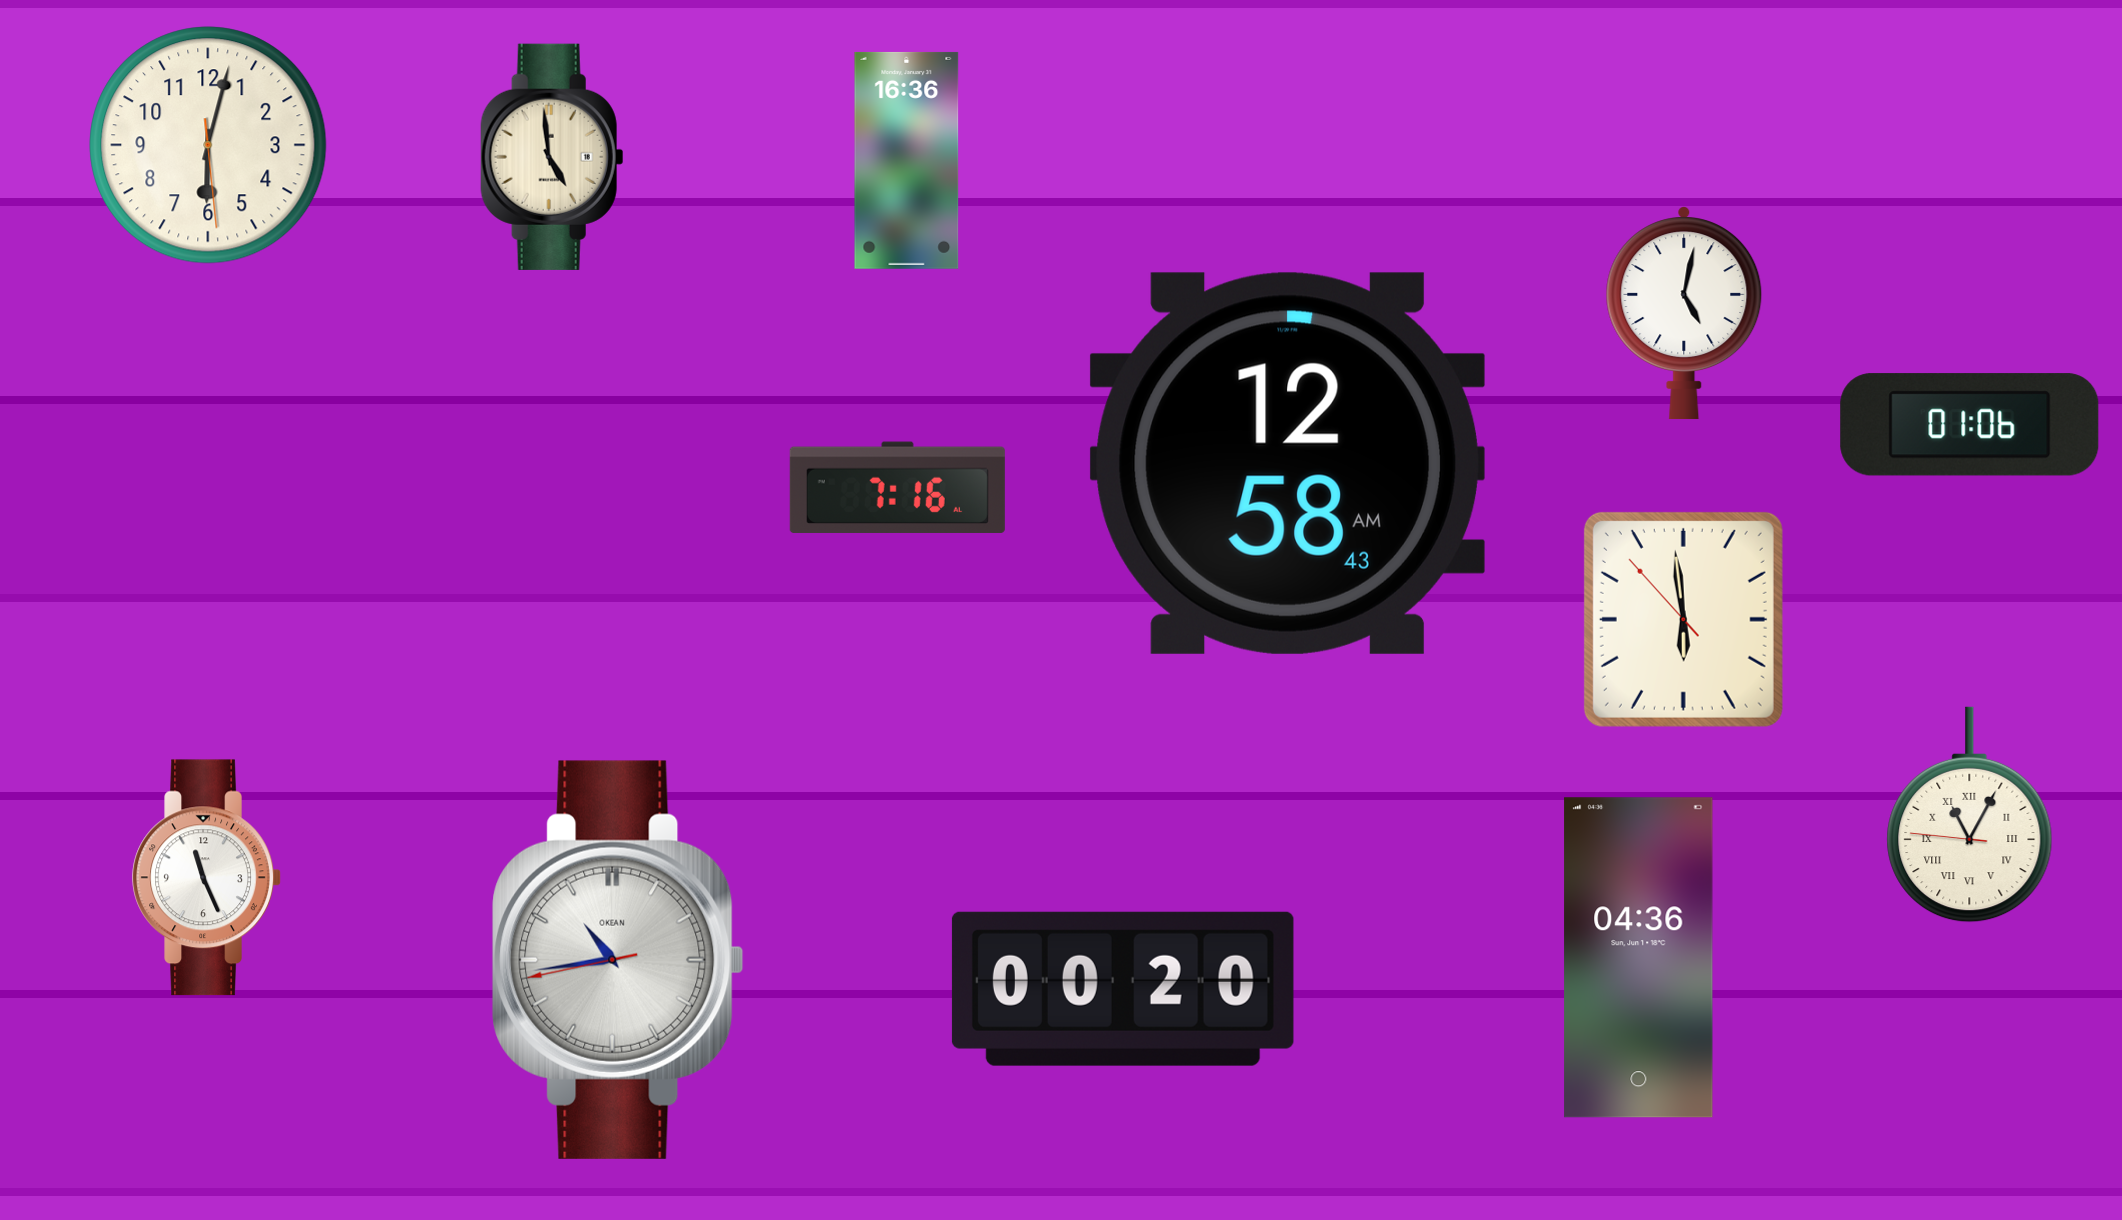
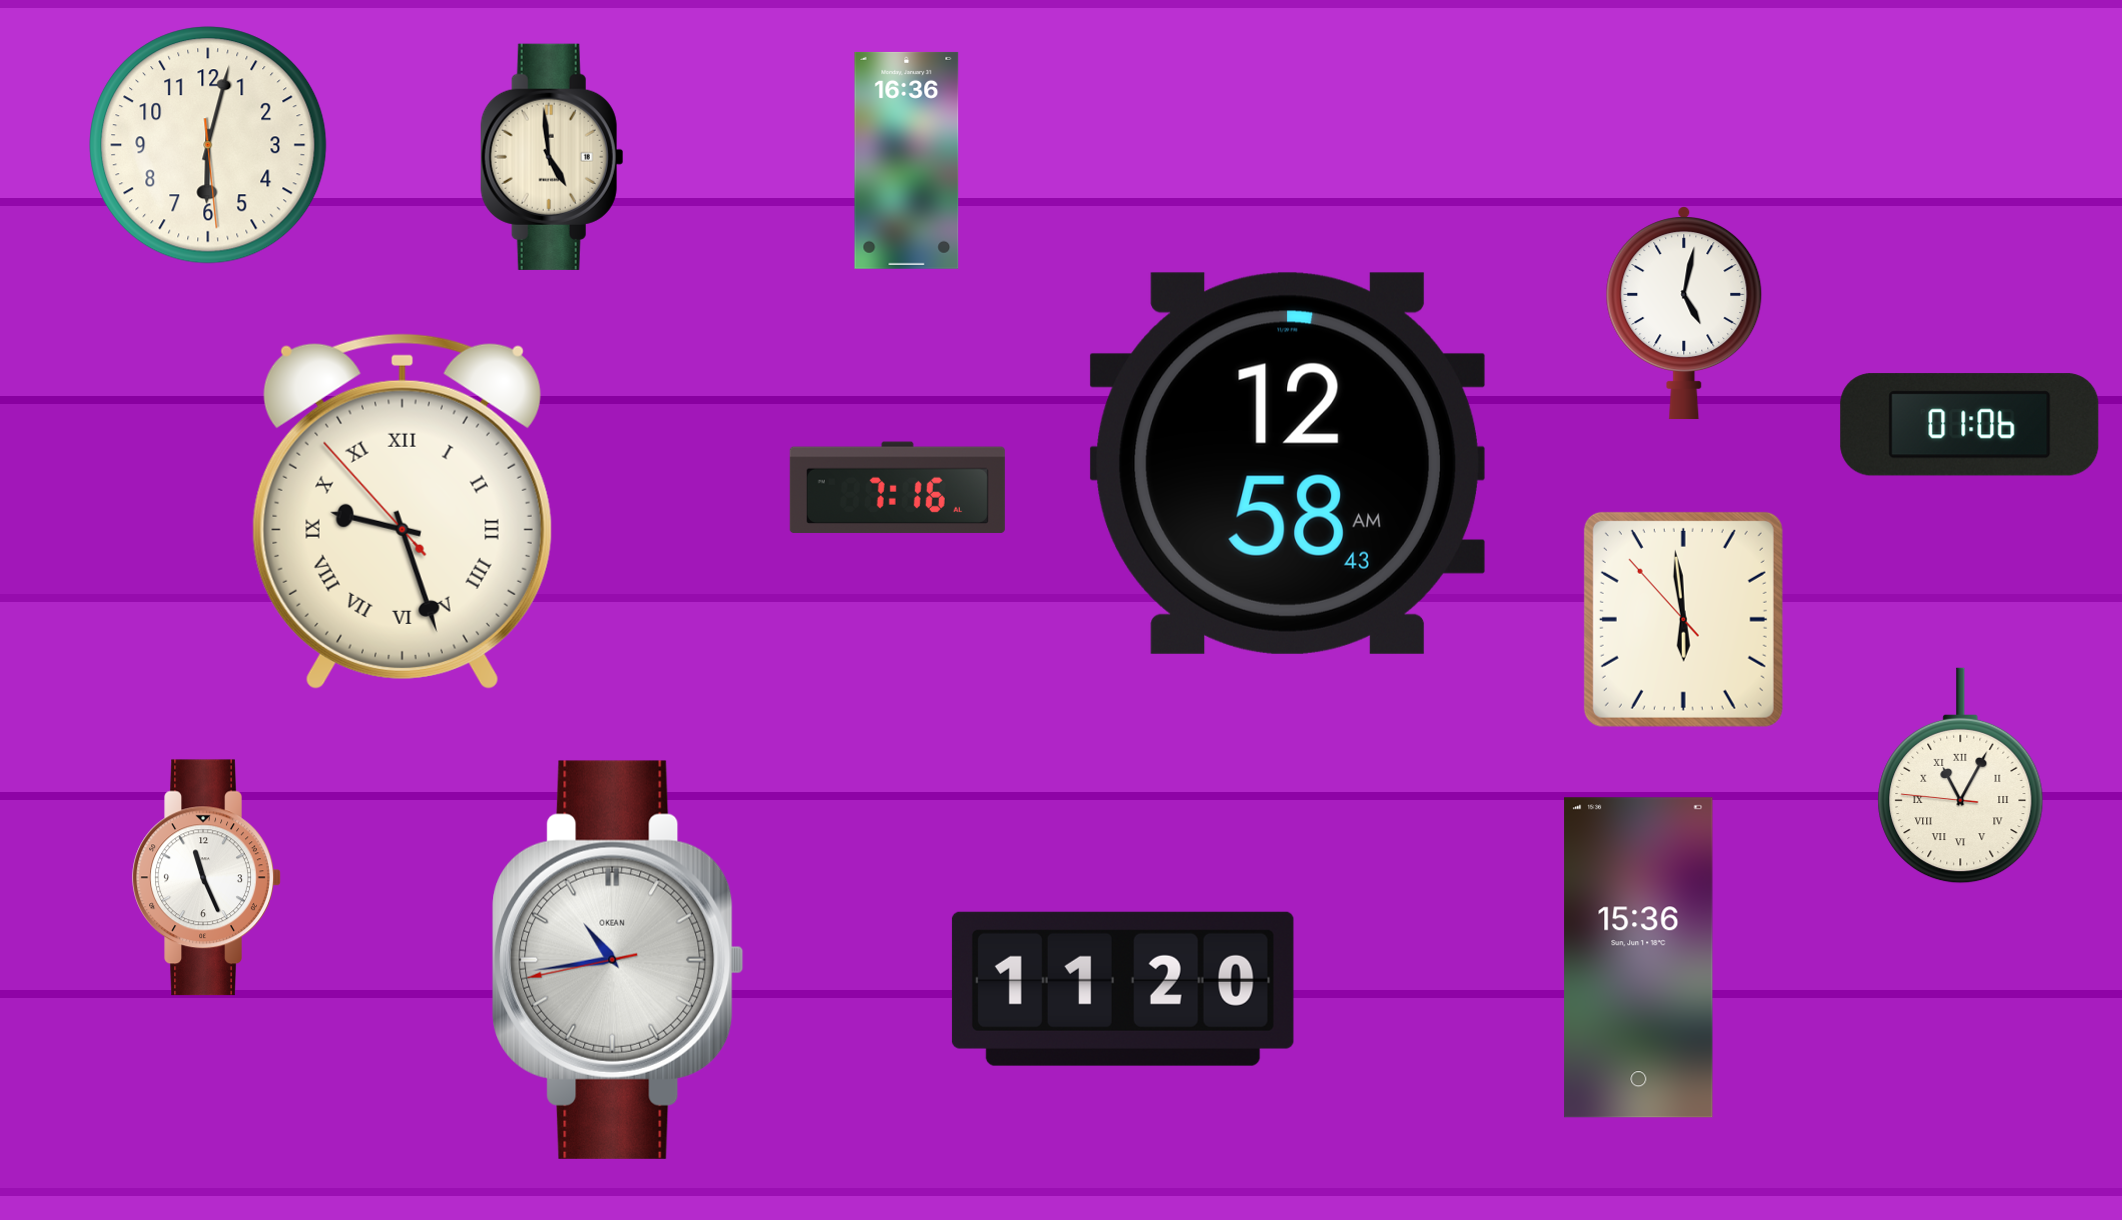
clock at (402, 511): none -> 9:26
clock at (1970, 815) position: (1970, 815) -> (1961, 776)
clock at (1639, 958): 04:36 -> 15:36
clock at (1123, 989): 00:20 -> 11:20
